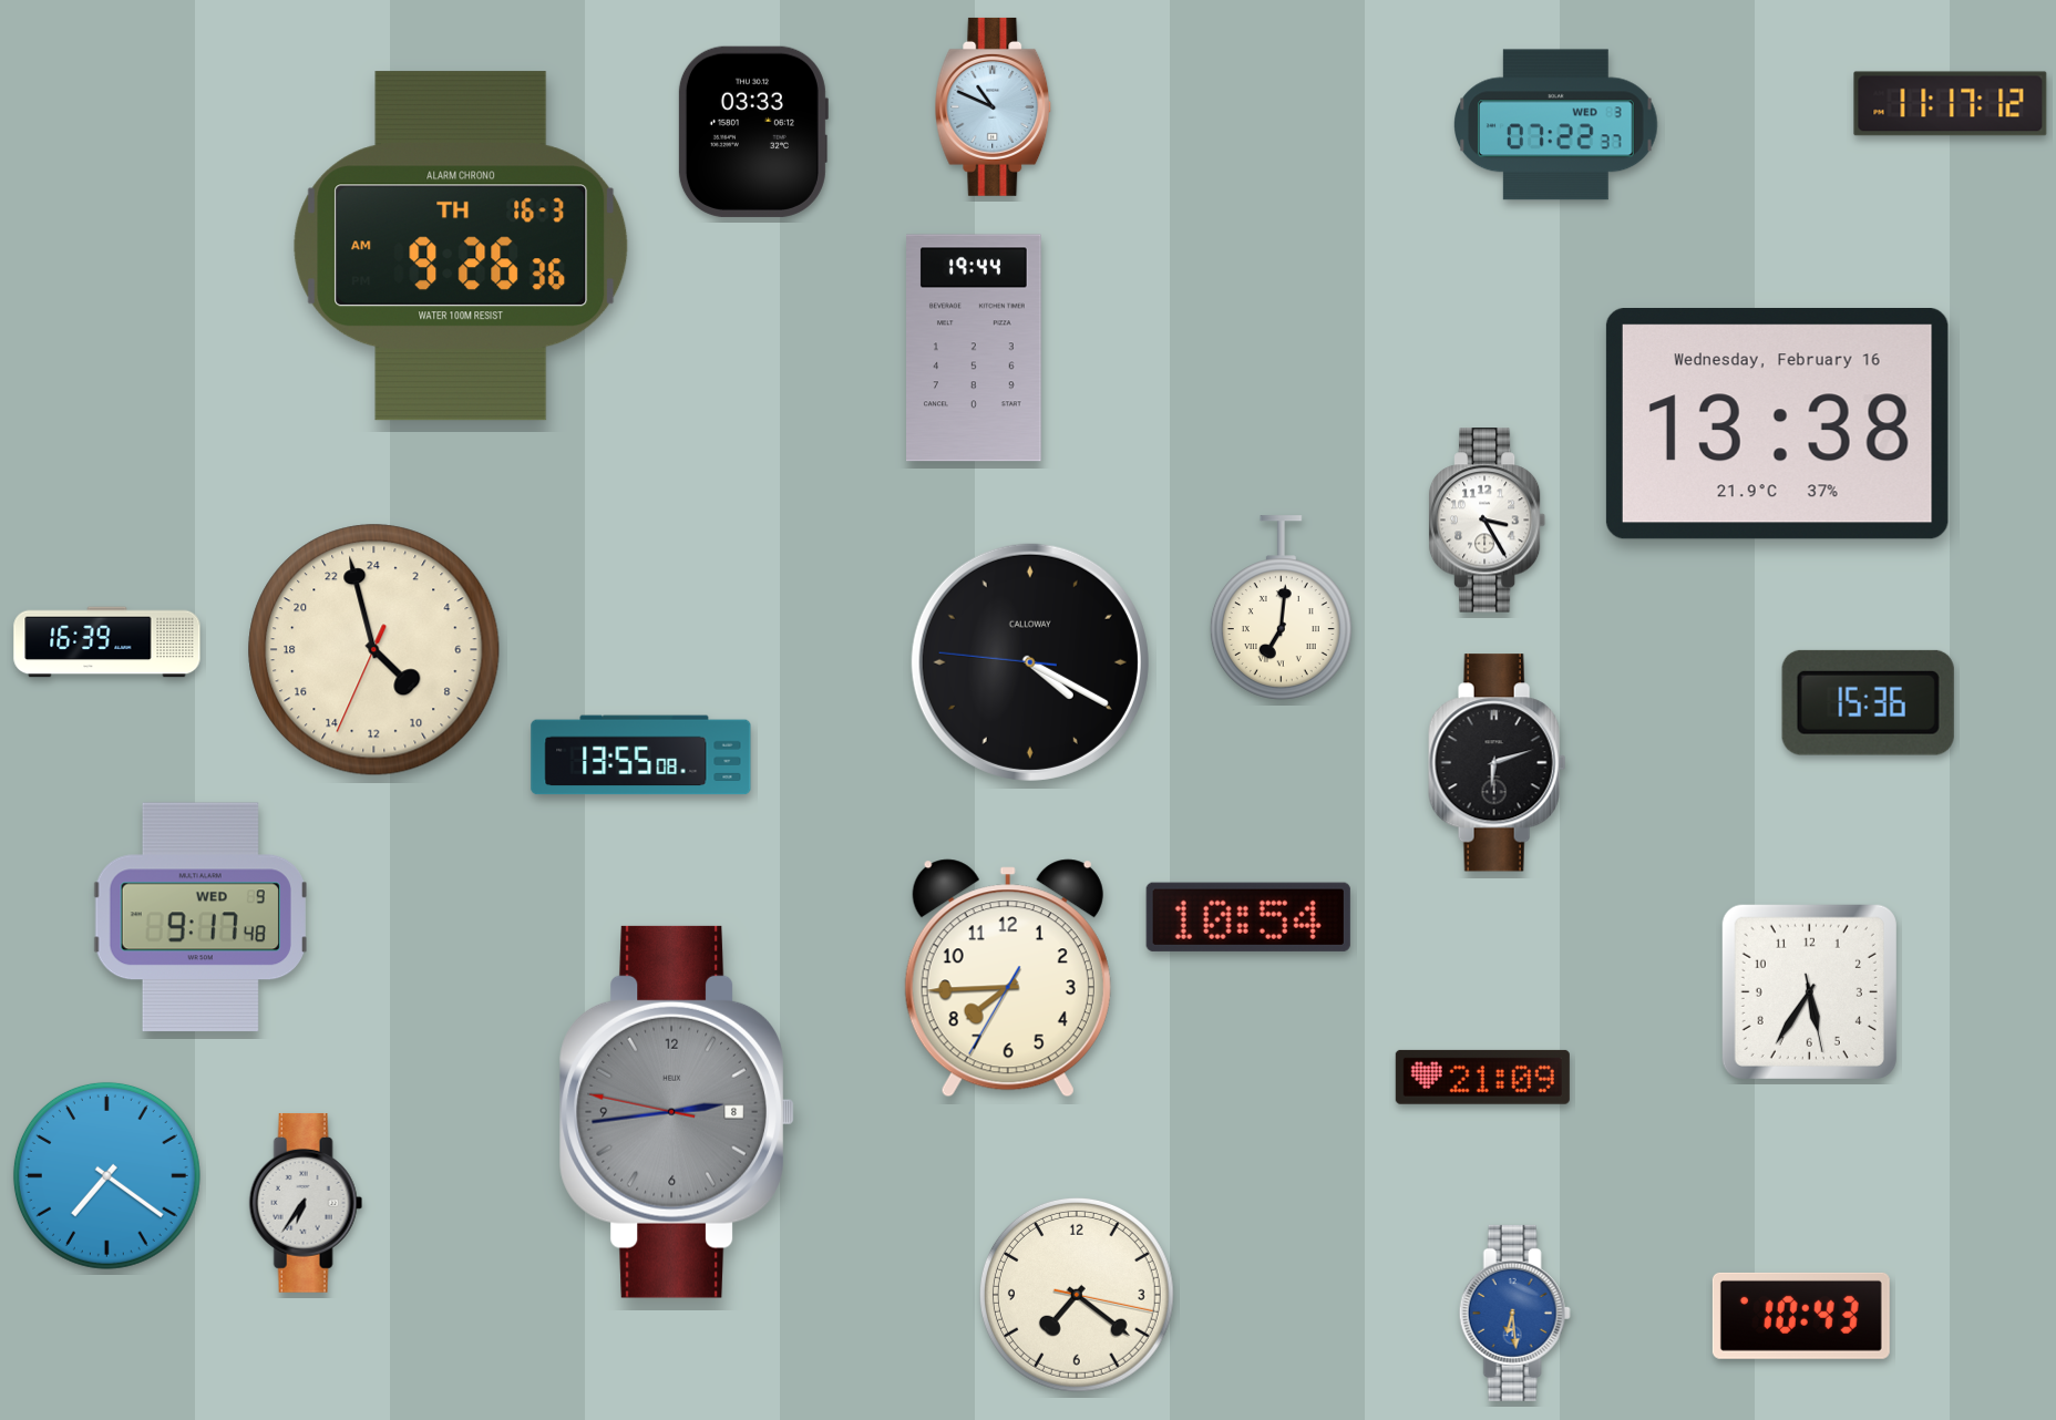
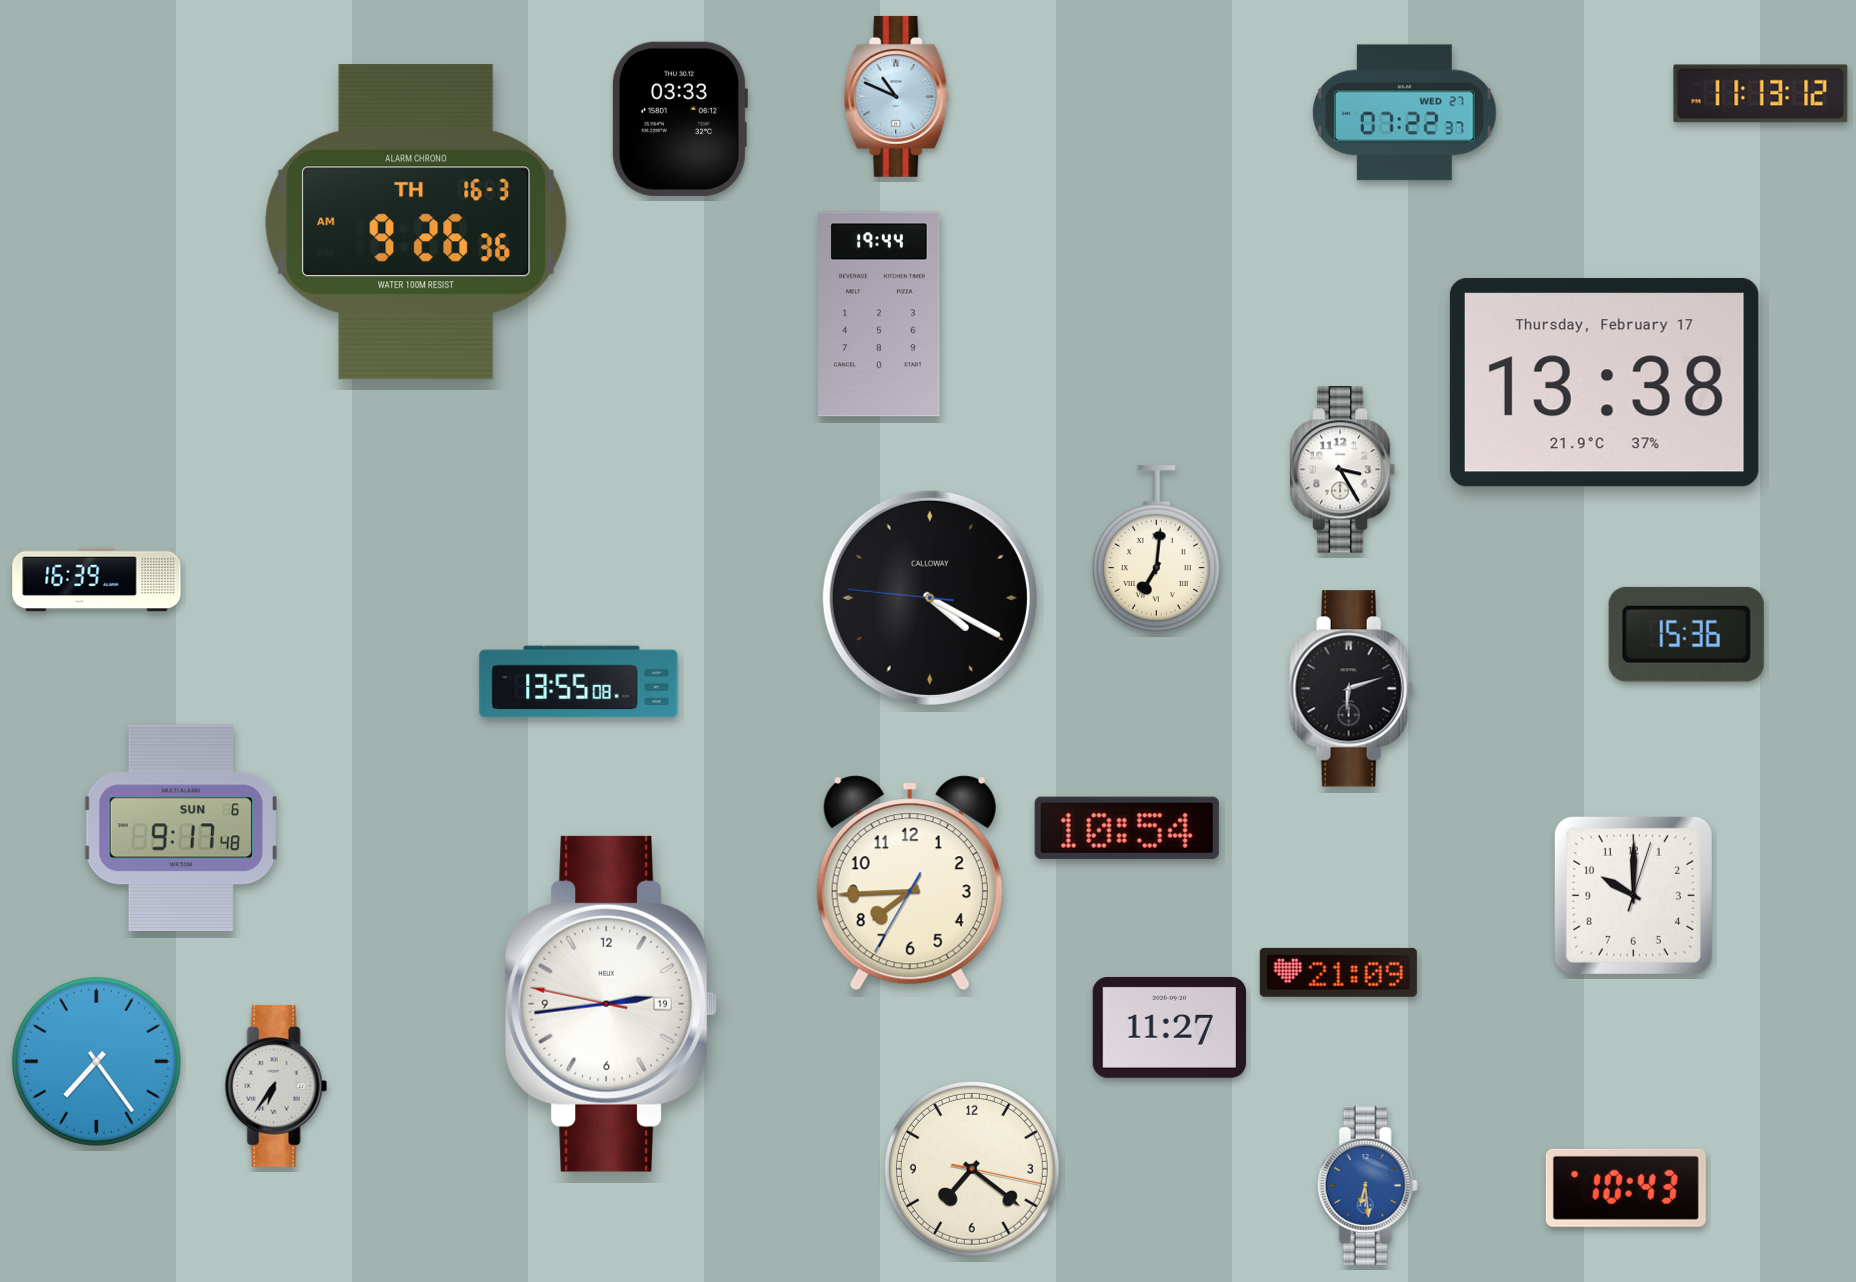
clock at (1951, 104): 11:17 -> 11:13
clock at (1556, 125) date: WED 3 -> WED 27
clock at (1777, 424) date: Wednesday, February 16 -> Thursday, February 17
clock at (374, 650): 8:57 -> none
clock at (201, 917) date: WED 9 -> SUN 6
clock at (1809, 991): 5:35 -> 10:00
clock at (677, 1112) date: 8 -> 19
clock at (677, 1112) dial: grey -> white
clock at (1169, 1027): none -> 11:27
clock at (106, 1175): 7:21 -> 7:24
